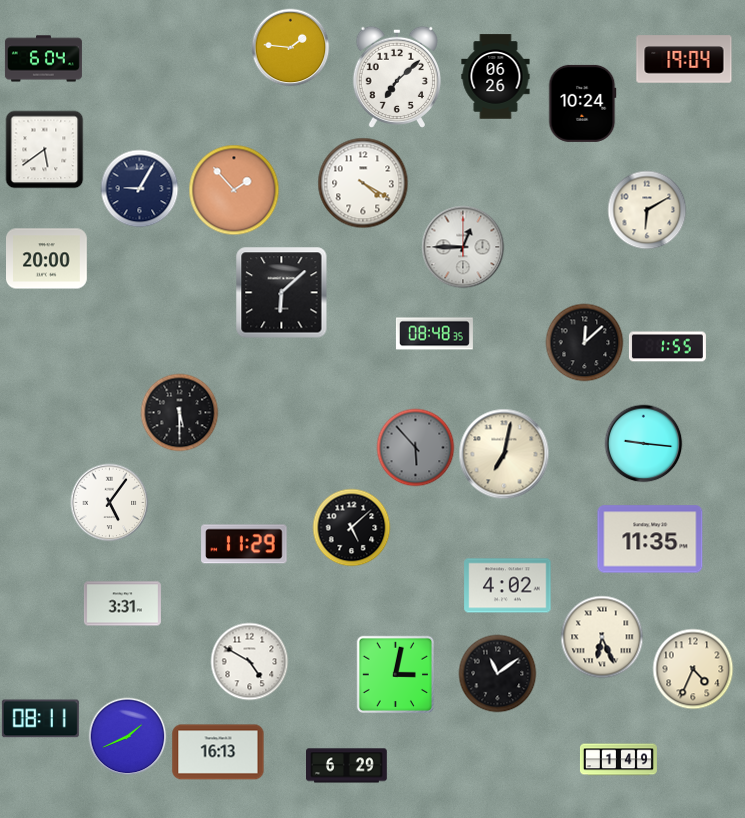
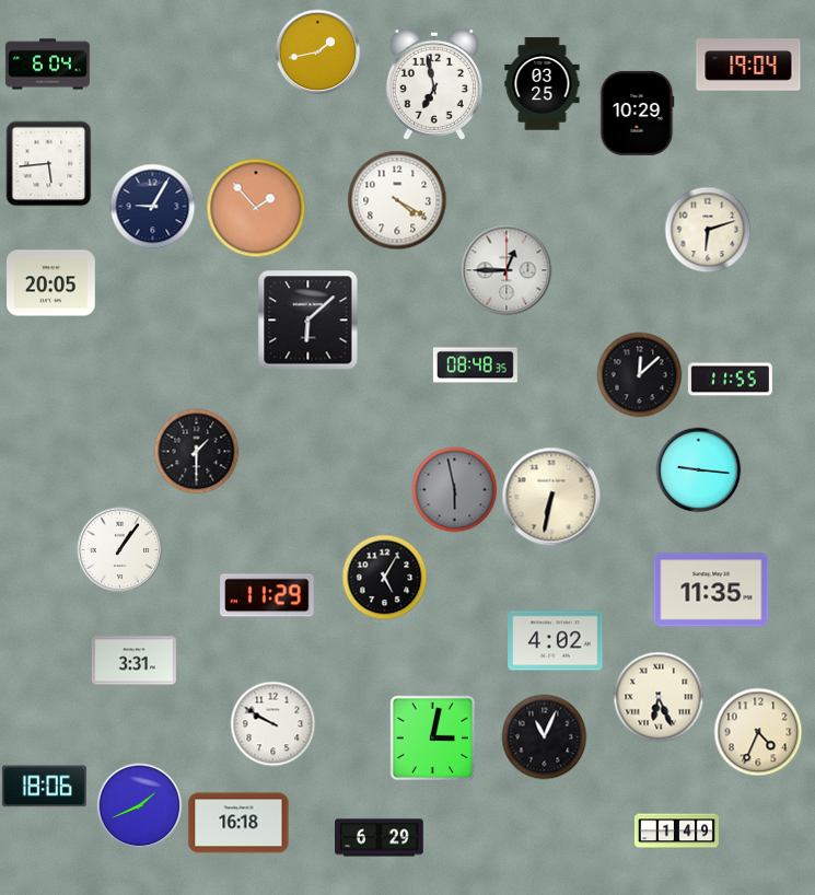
clock at (290, 47): 1:46 -> 1:43
clock at (397, 77): 7:08 -> 6:58
clock at (496, 77): 06:26 -> 03:25
clock at (583, 103): 10:24 -> 10:29
clock at (44, 149): 5:39 -> 5:44
clock at (647, 210): 6:10 -> 6:12
clock at (47, 259): 20:00 -> 20:05
clock at (667, 347): 1:55 -> 11:55
clock at (179, 412): 5:30 -> 1:30
clock at (643, 443) position: (643, 443) -> (698, 469)
clock at (415, 447): 5:53 -> 5:58
clock at (504, 454): 7:02 -> 6:32
clock at (109, 502): 5:06 -> 1:06
clock at (351, 527): 5:08 -> 5:05
clock at (249, 661): 4:50 -> 9:50
clock at (497, 673): 11:09 -> 11:04
clock at (40, 719): 08:11 -> 18:06
clock at (218, 752): 16:13 -> 16:18
